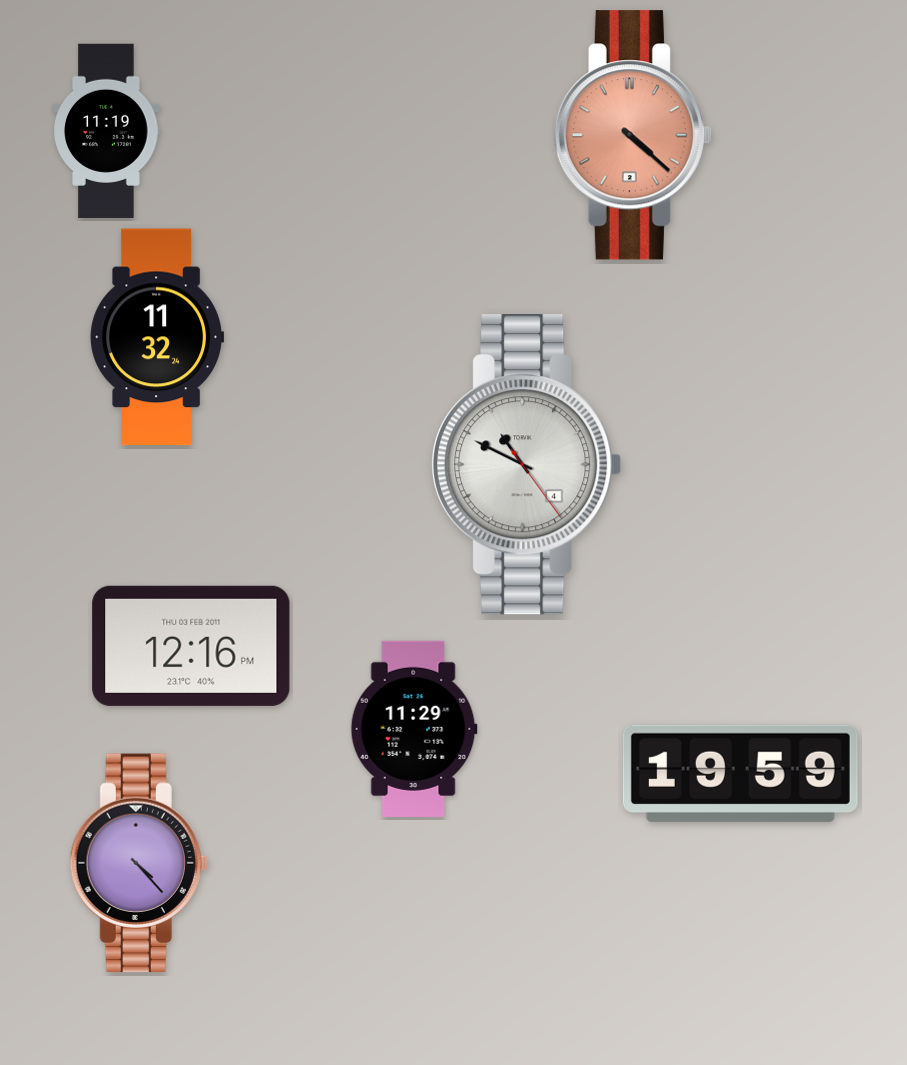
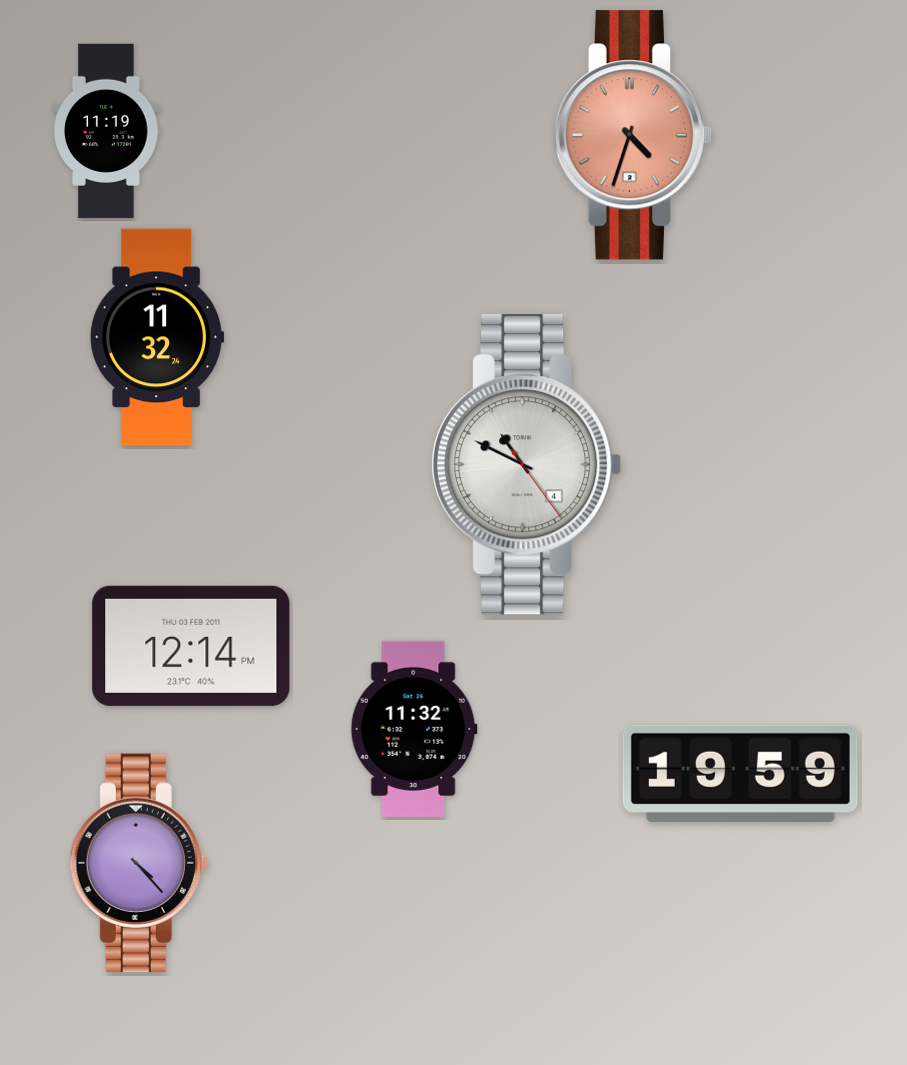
clock at (633, 135): 4:22 -> 4:33
clock at (191, 646): 12:16 -> 12:14
clock at (414, 729): 11:29 -> 11:32
